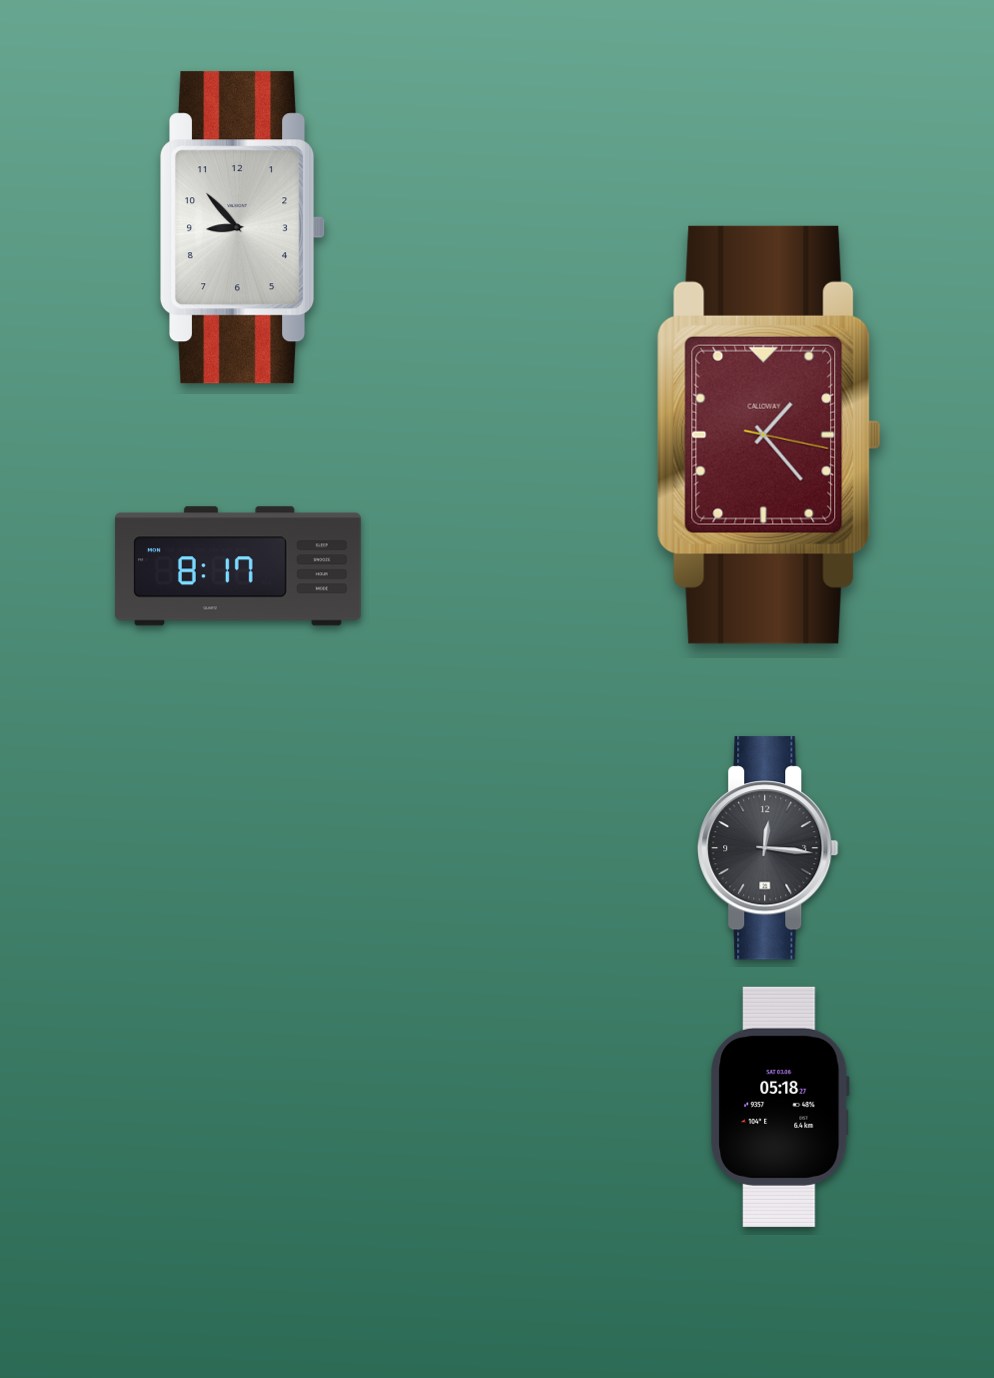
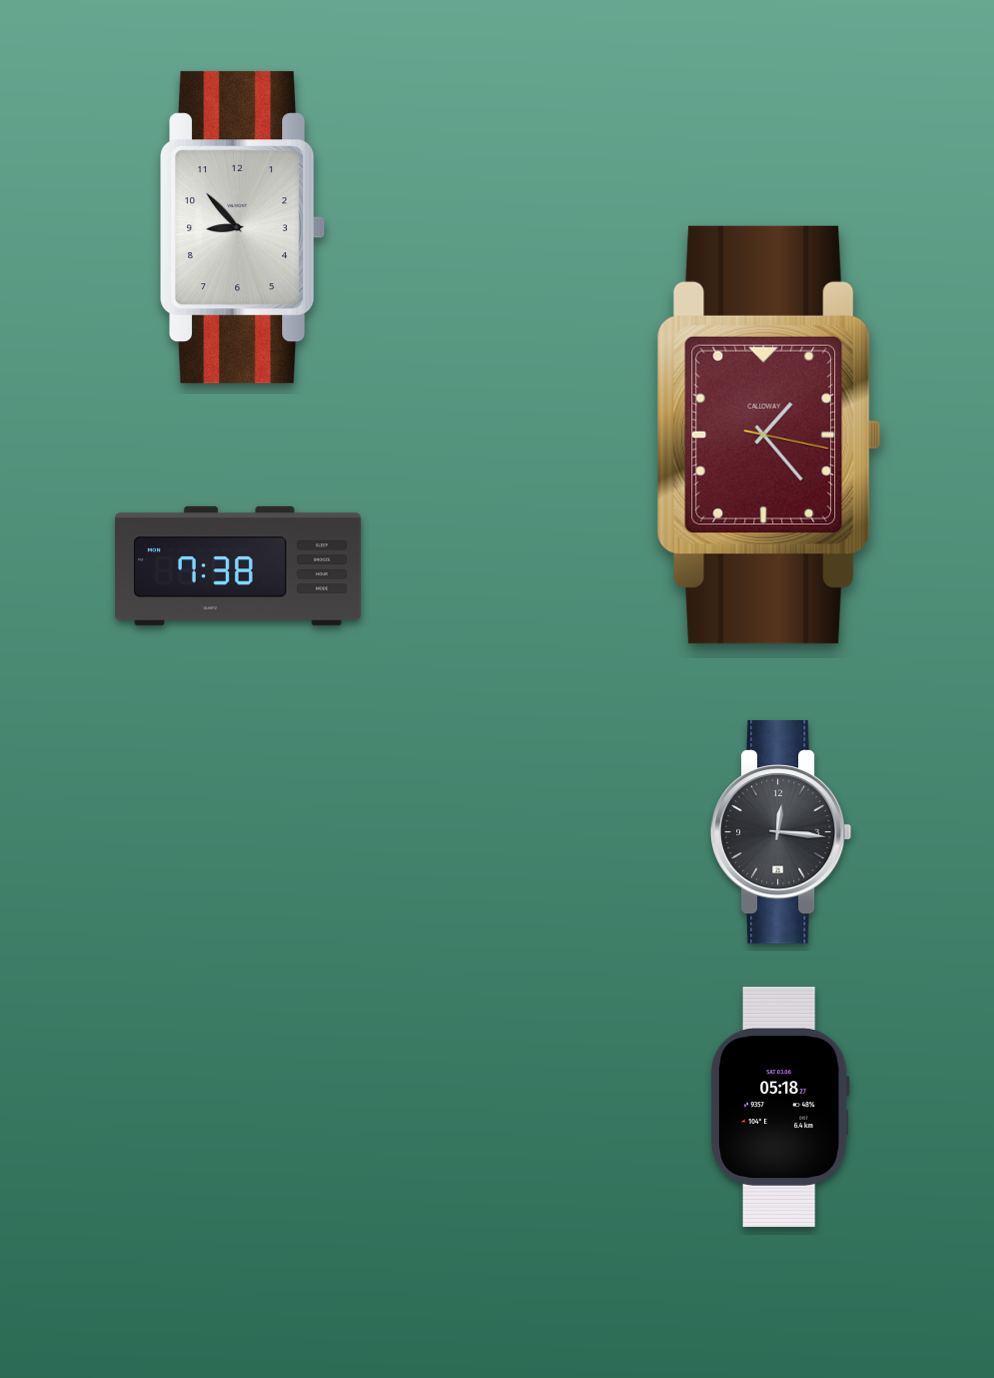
clock at (238, 566): 8:17 -> 7:38
clock at (768, 848) position: (768, 848) -> (781, 832)
